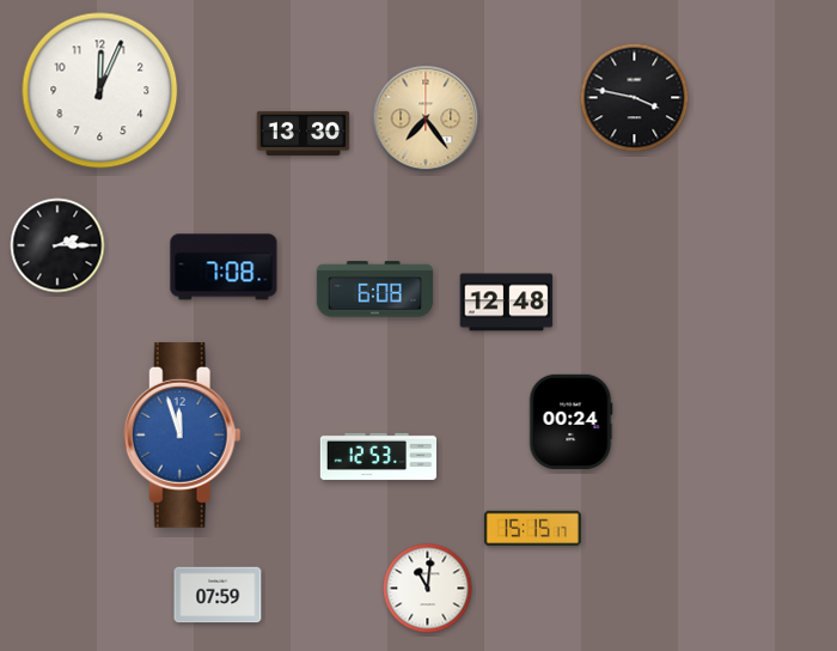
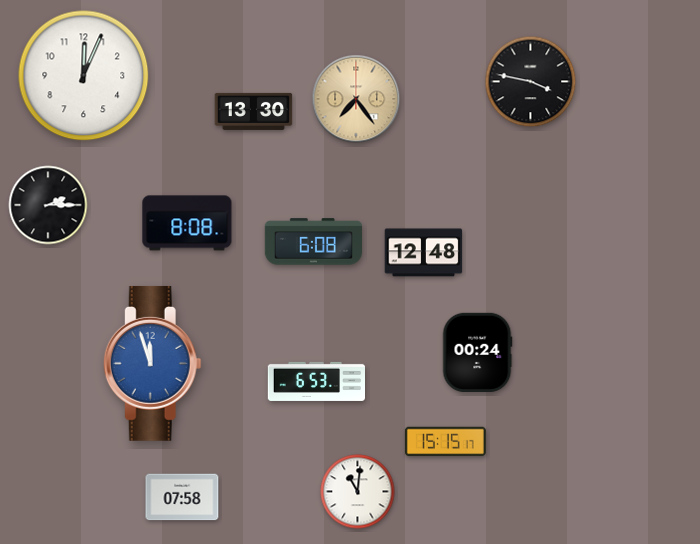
clock at (224, 267): 7:08 -> 8:08
clock at (378, 456): 12:53 -> 6:53
clock at (218, 595): 07:59 -> 07:58
